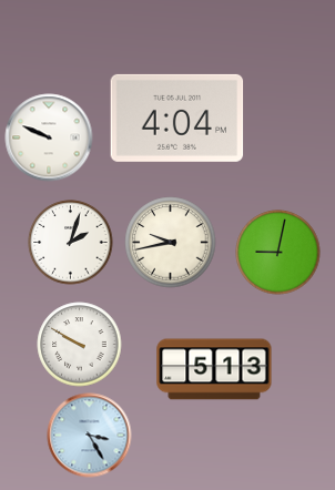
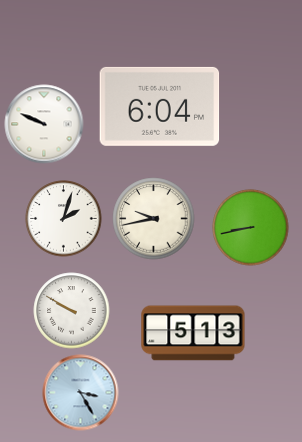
clock at (177, 118): 4:04 -> 6:04
clock at (278, 253): 9:02 -> 8:43
